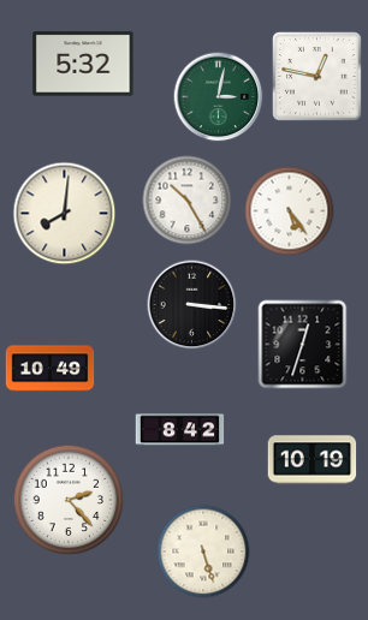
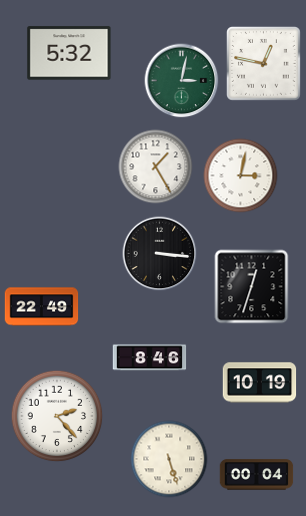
clock at (188, 201): 10:25 -> 1:25
clock at (290, 211): 5:24 -> 3:02
clock at (65, 214): 8:01 -> none
clock at (51, 369): 10:49 -> 22:49
clock at (180, 430): 8:42 -> 8:46
clock at (257, 475): none -> 00:04
